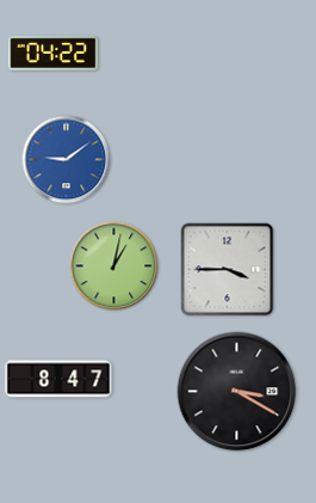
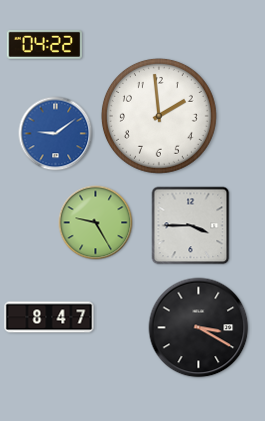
clock at (159, 116): none -> 1:59
clock at (114, 266): 1:02 -> 9:25
